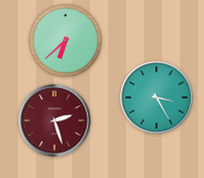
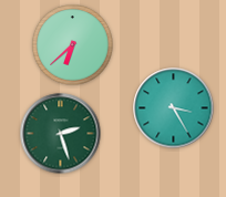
clock at (55, 121) dial: burgundy -> green
